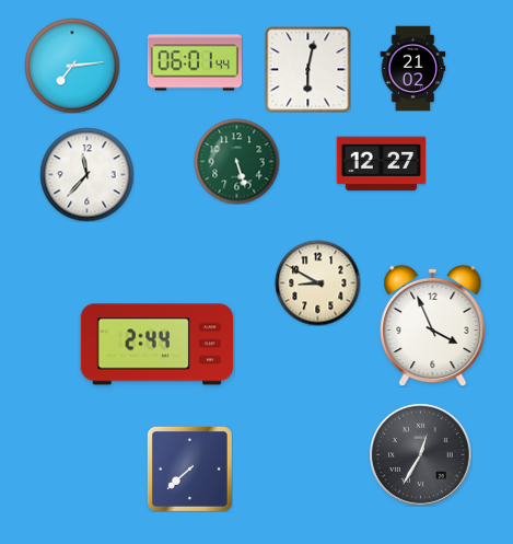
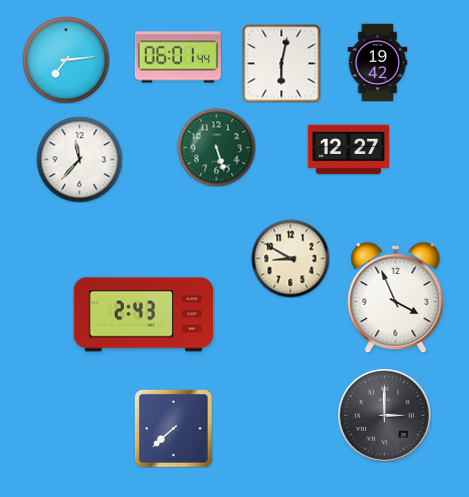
clock at (413, 68): 21:02 -> 19:42
clock at (156, 345): 2:44 -> 2:43
clock at (420, 454): 12:35 -> 3:00
